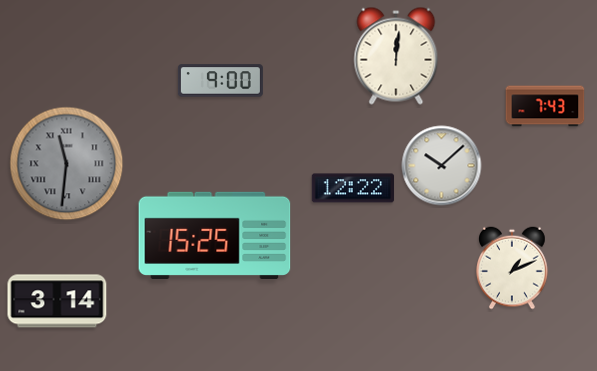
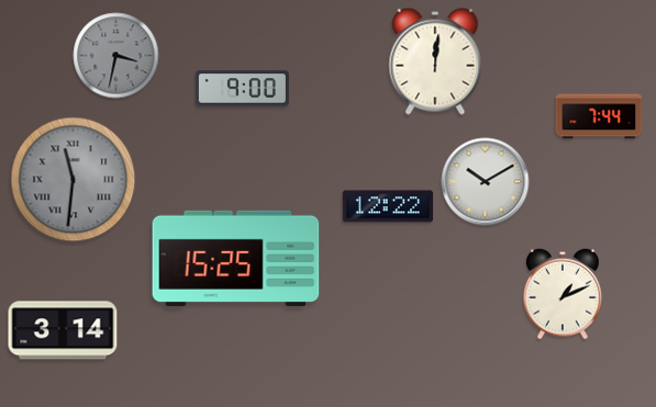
clock at (116, 56): none -> 3:32
clock at (545, 106): 7:43 -> 7:44
clock at (442, 166): 10:08 -> 10:10
